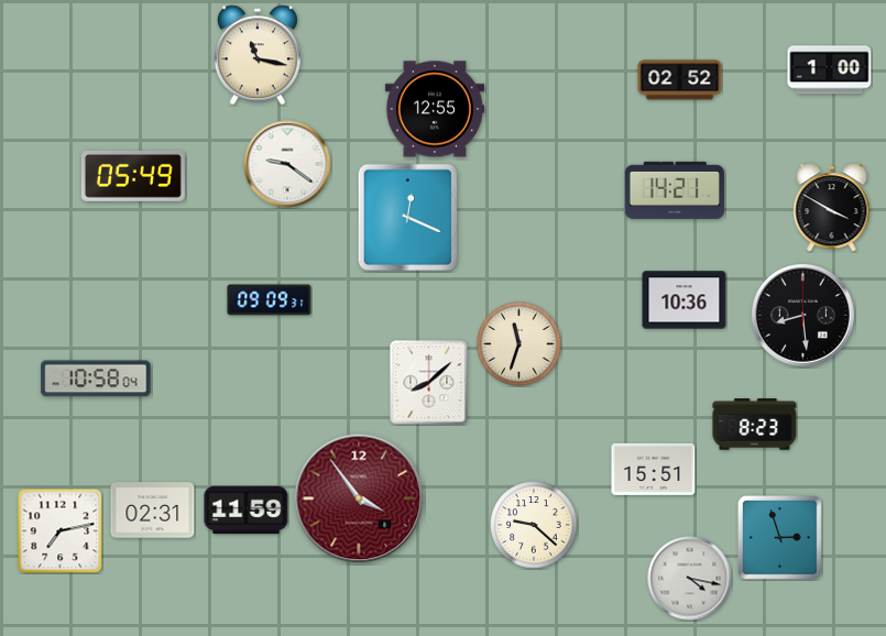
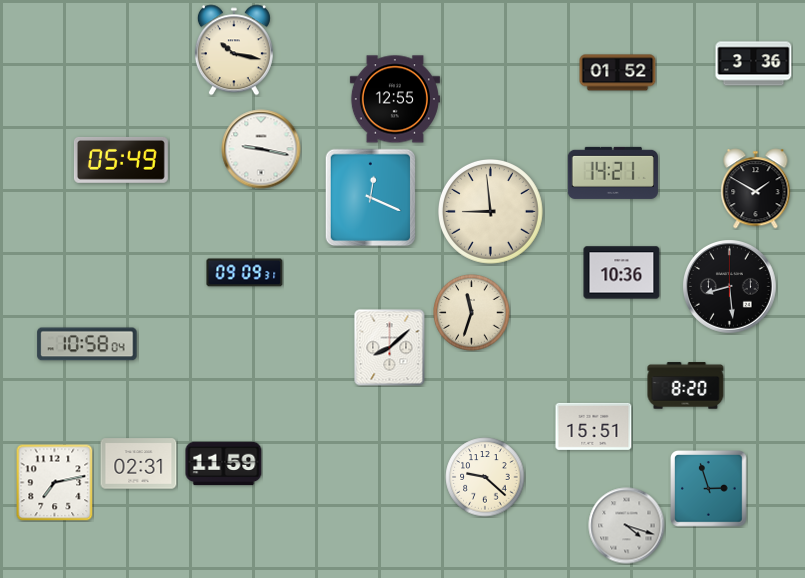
clock at (258, 55): 11:17 -> 10:17
clock at (830, 70): 1:00 -> 3:36
clock at (680, 80): 02:52 -> 01:52
clock at (287, 164): 9:21 -> 9:17
clock at (832, 208): 3:50 -> 1:50
clock at (491, 212): none -> 8:59
clock at (755, 425): 8:23 -> 8:20
clock at (359, 498): 3:54 -> none
clock at (690, 579): 4:17 -> 4:18
